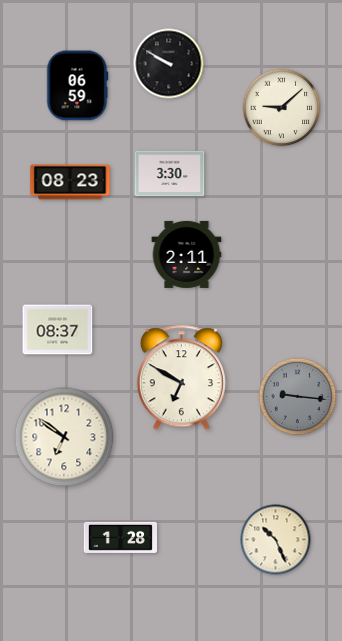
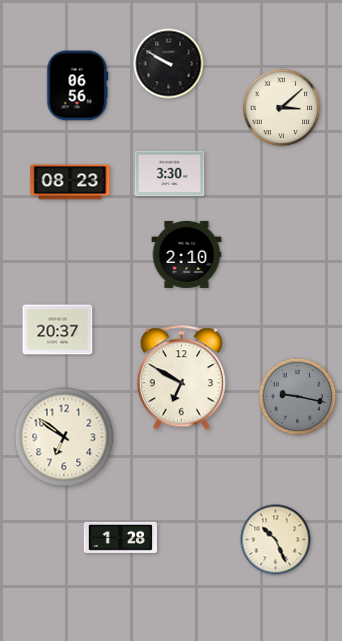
clock at (77, 86): 06:59 -> 06:56
clock at (282, 108): 9:08 -> 3:08
clock at (187, 254): 2:11 -> 2:10
clock at (58, 330): 08:37 -> 20:37
clock at (298, 397): 9:16 -> 9:17
